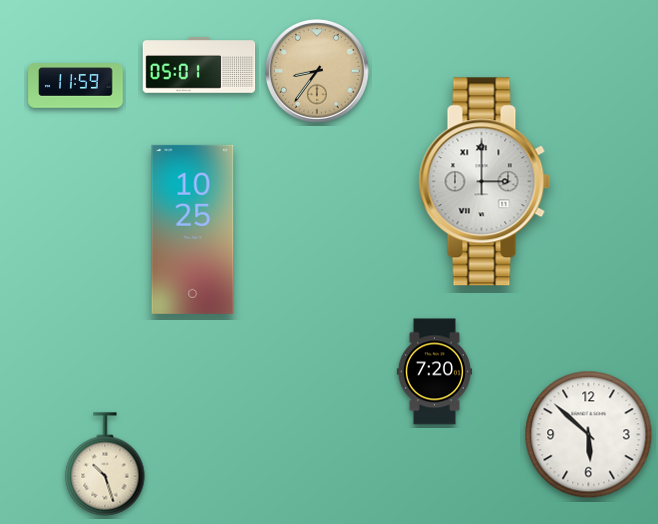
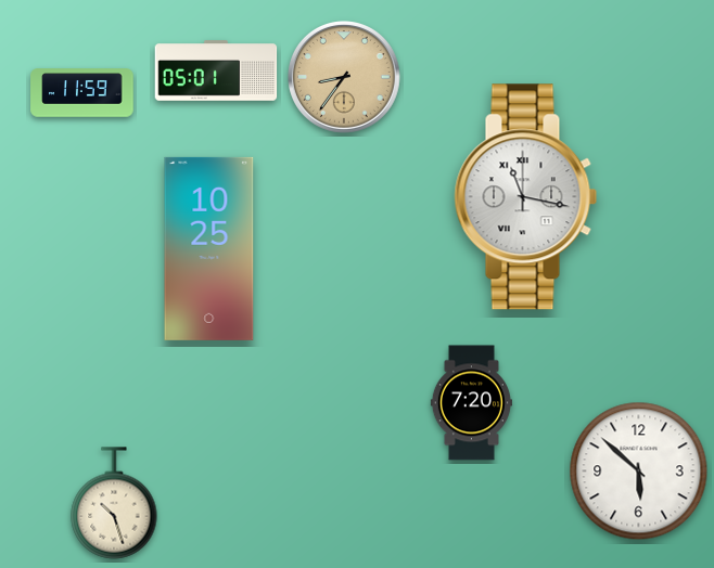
clock at (485, 182): 3:00 -> 11:17
